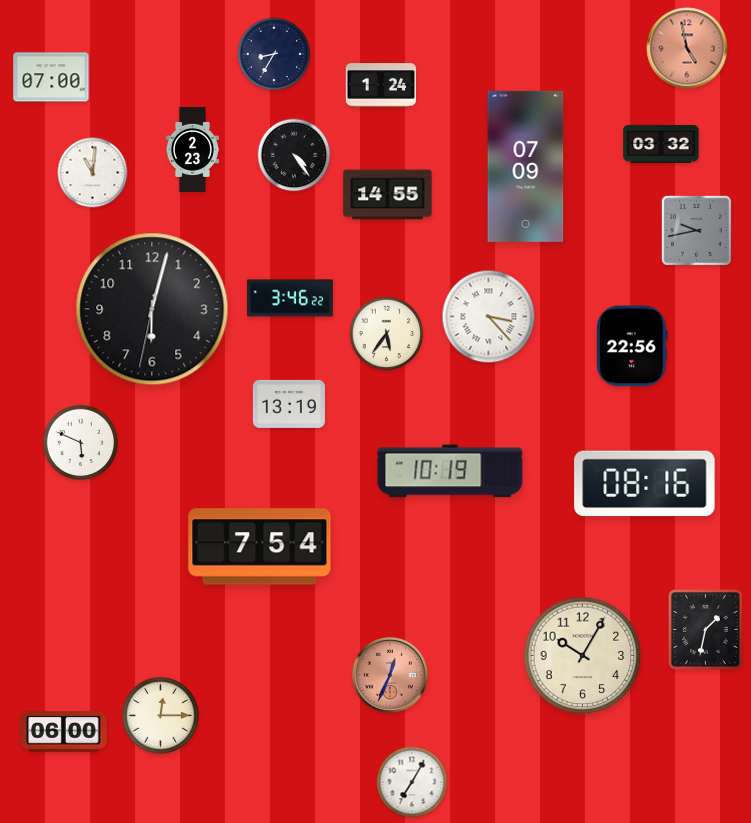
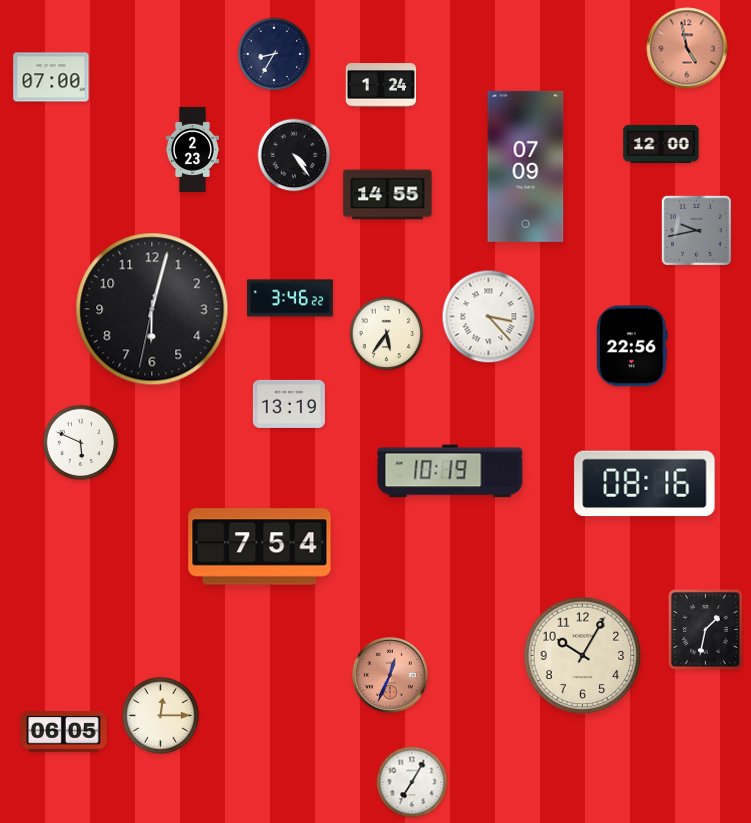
clock at (661, 144): 03:32 -> 12:00
clock at (93, 173): 11:01 -> none
clock at (64, 732): 06:00 -> 06:05
